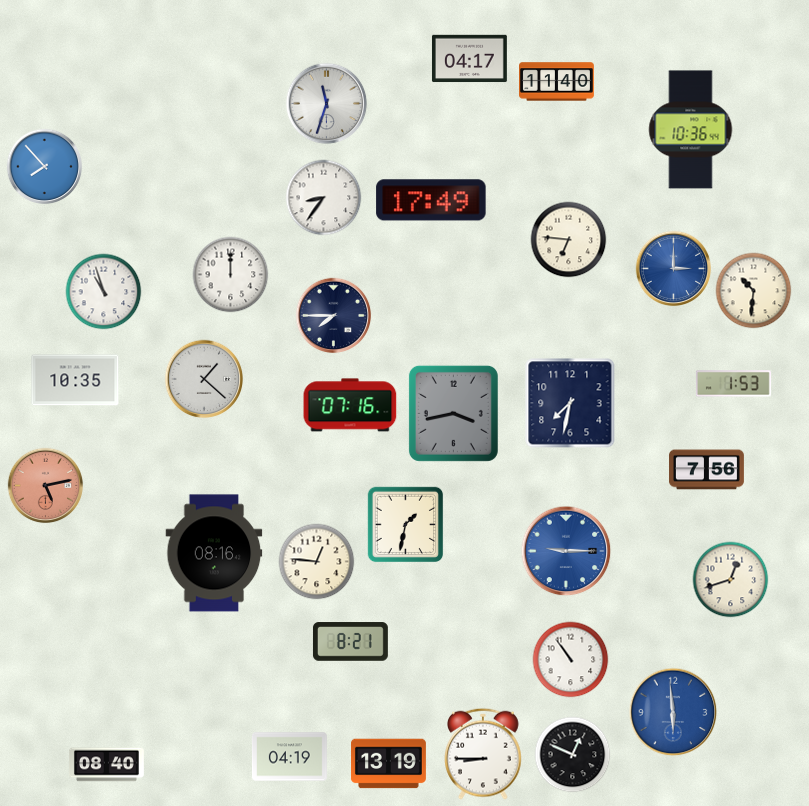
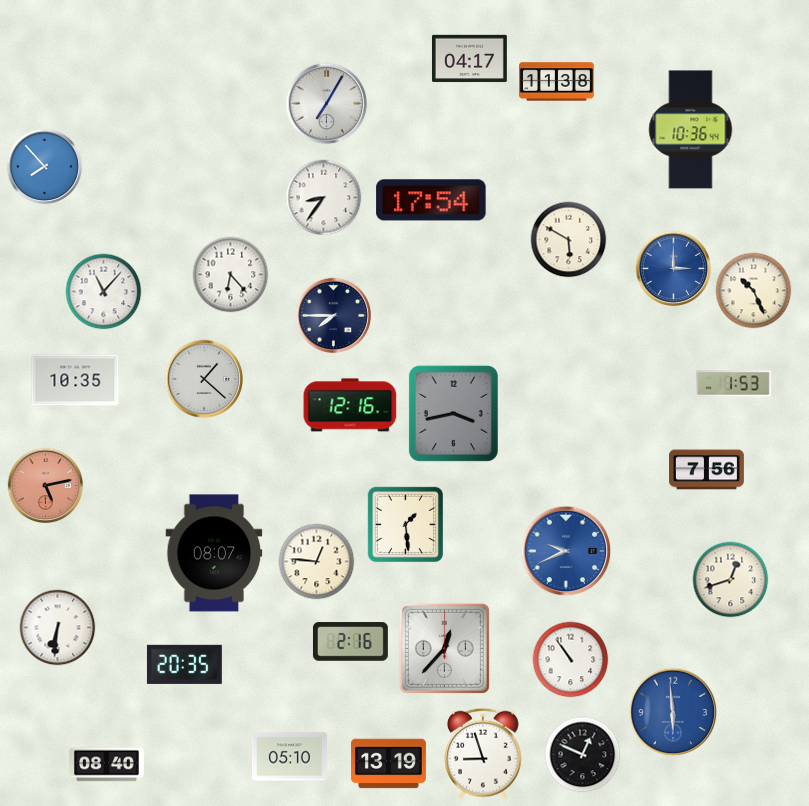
clock at (557, 82): 11:40 -> 11:38
clock at (327, 104): 11:33 -> 7:05
clock at (431, 200): 17:49 -> 17:54
clock at (569, 240): 6:46 -> 5:50
clock at (231, 275): 12:00 -> 6:23
clock at (754, 291): 10:31 -> 10:26
clock at (104, 292): 10:57 -> 11:07
clock at (570, 403): 7:32 -> none
clock at (350, 405): 07:16 -> 12:16
clock at (406, 525): 1:32 -> 1:29
clock at (566, 551): 9:15 -> 9:41
clock at (214, 553): 08:16 -> 08:07
clock at (58, 628): none -> 6:31
clock at (350, 642): 8:21 -> 2:16
clock at (444, 648): none -> 12:37
clock at (184, 664): none -> 20:35
clock at (484, 754): 8:45 -> 8:57
clock at (573, 755) position: (573, 755) -> (583, 755)
clock at (289, 757): 04:19 -> 05:10
